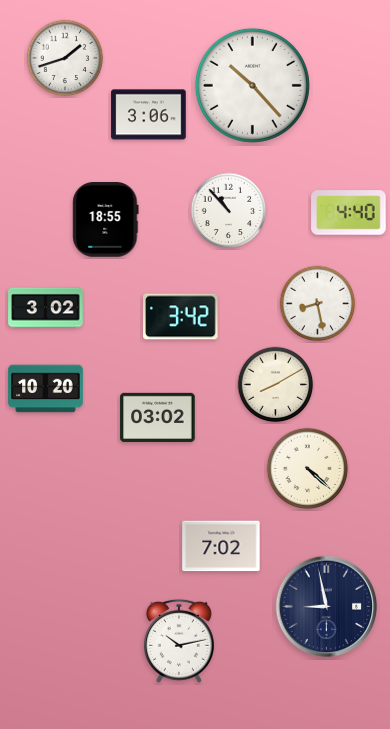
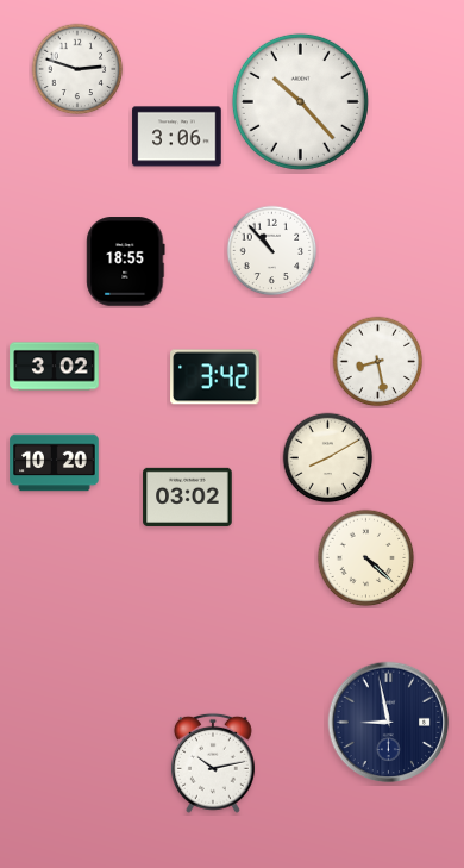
clock at (65, 58): 1:42 -> 2:48
clock at (349, 213): 4:40 -> none
clock at (221, 546): 7:02 -> none
